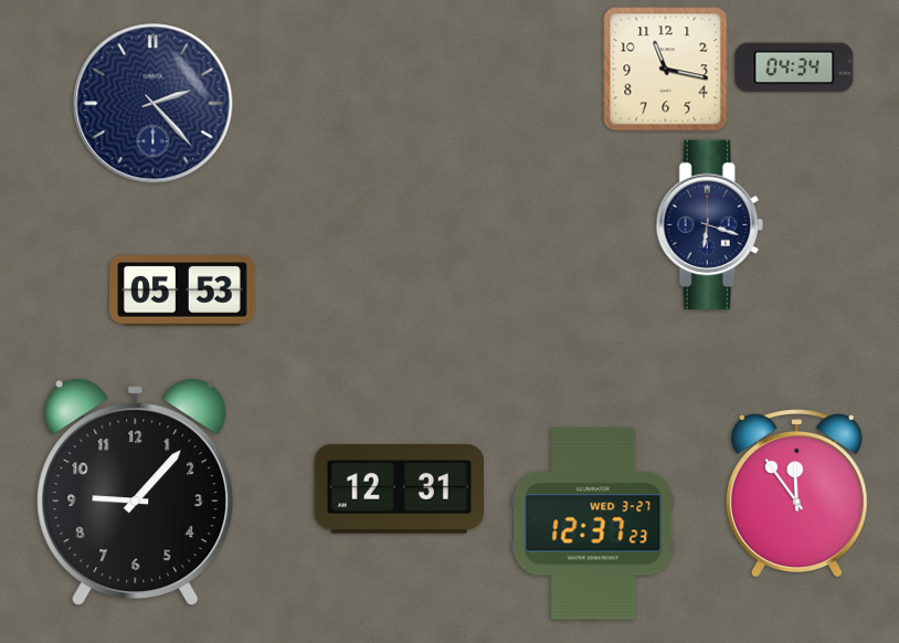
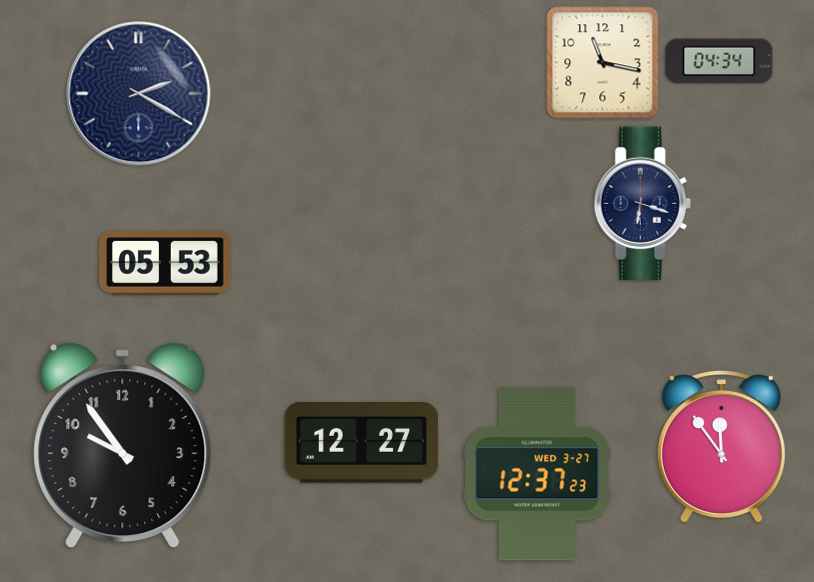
clock at (154, 104): 2:23 -> 2:20
clock at (400, 489): 12:31 -> 12:27
clock at (136, 493): 9:07 -> 9:54
